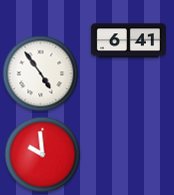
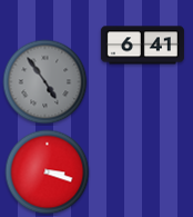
clock at (41, 74) dial: white -> grey
clock at (43, 155): 9:59 -> 3:18
